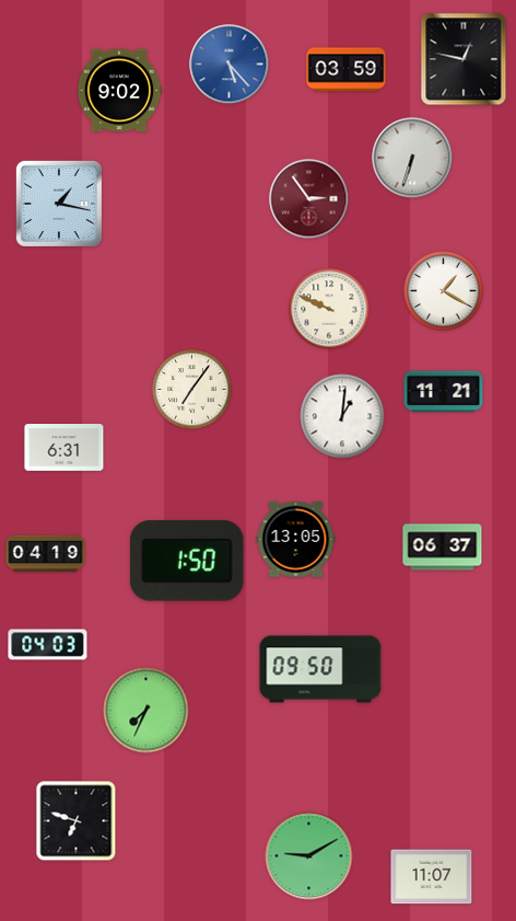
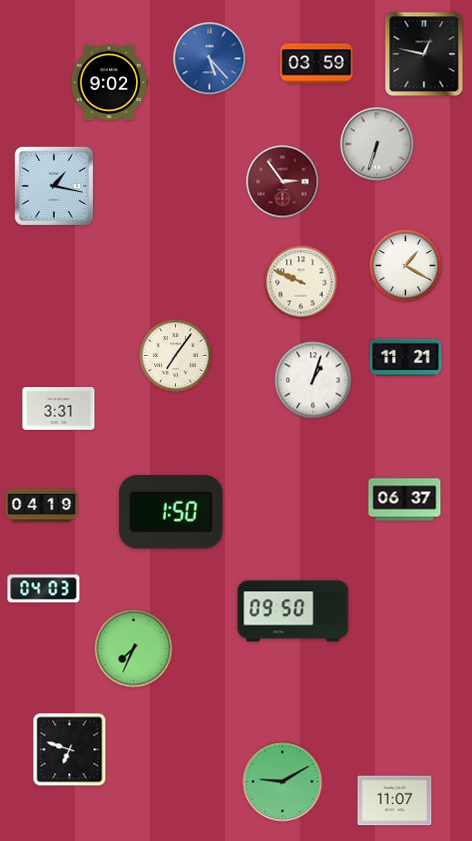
clock at (342, 416): 1:01 -> 1:03
clock at (64, 448): 6:31 -> 3:31
clock at (296, 539): 13:05 -> none
